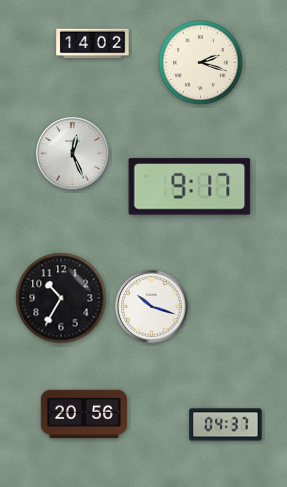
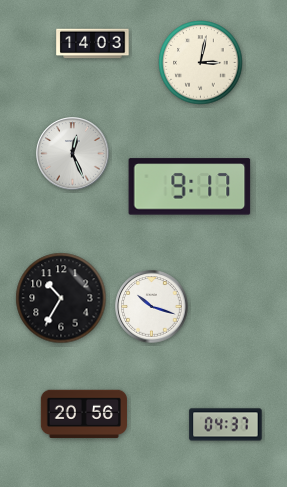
clock at (93, 44): 14:02 -> 14:03
clock at (201, 63): 2:18 -> 3:02
